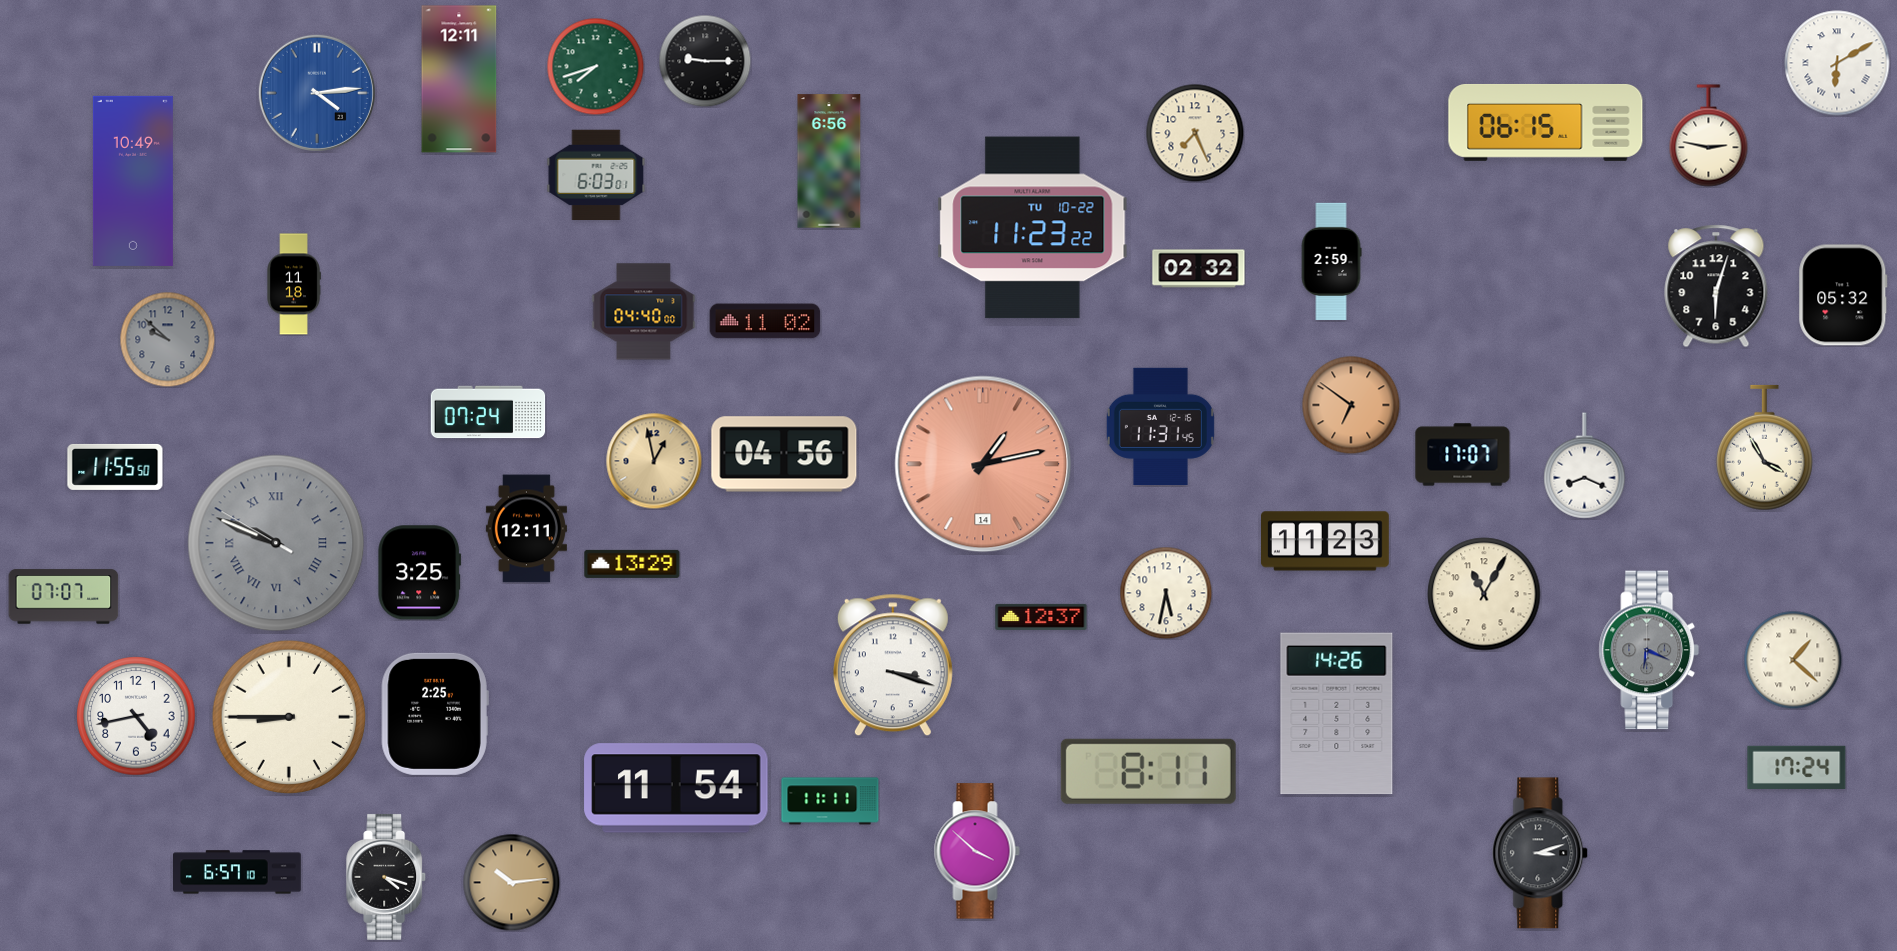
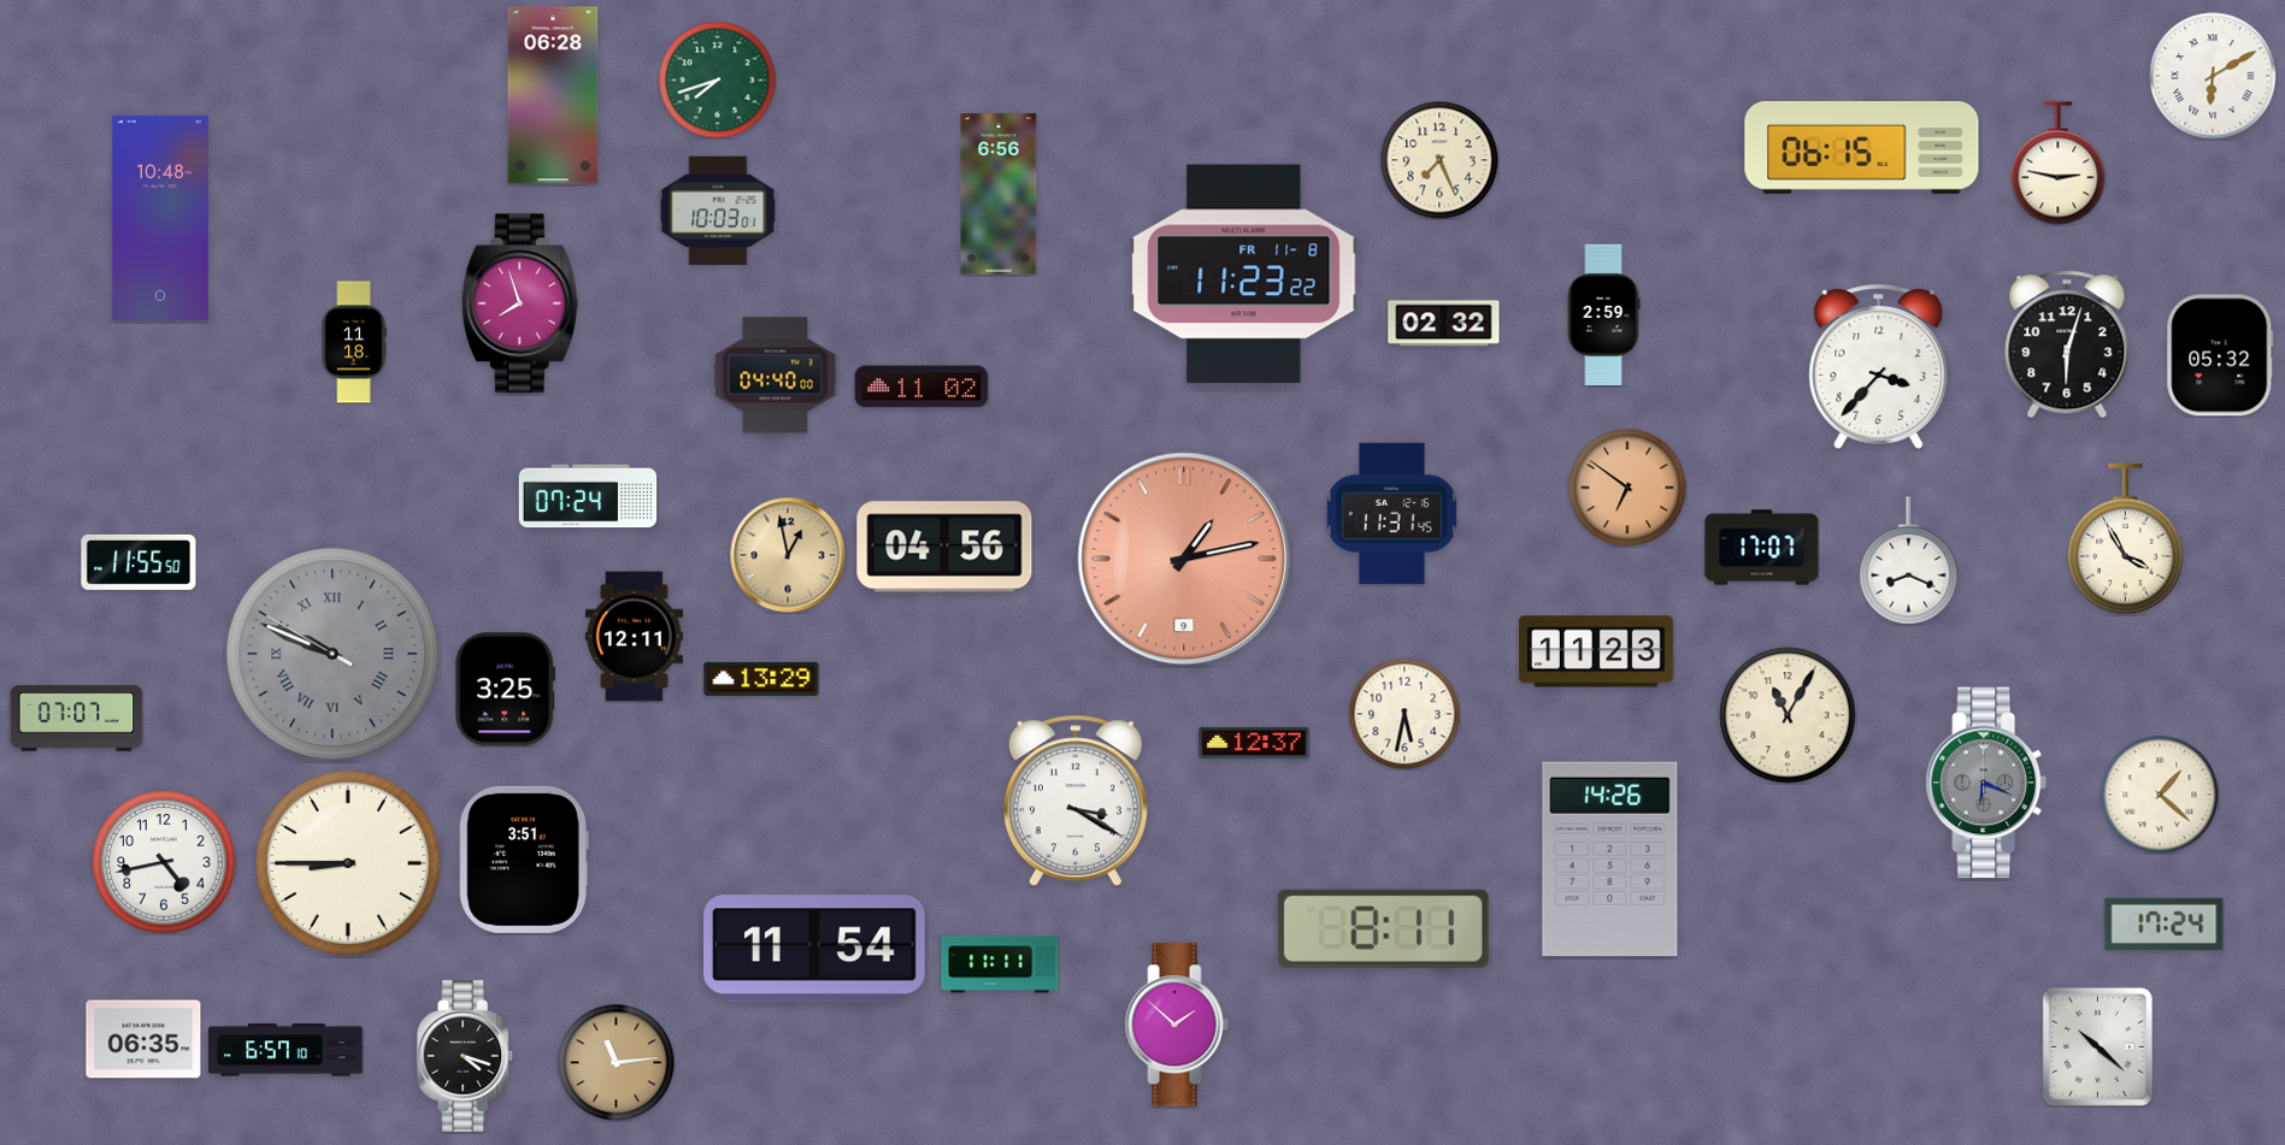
clock at (705, 61): 9:15 -> none
clock at (459, 79): 12:11 -> 06:28
clock at (317, 93): 4:14 -> none
clock at (596, 174): 6:03 -> 10:03
clock at (133, 181): 10:49 -> 10:48
clock at (1033, 228) date: TU 10-22 -> FR 11-8
clock at (520, 303): none -> 7:57
clock at (1879, 367): none -> 3:37
clock at (167, 339): 9:52 -> none
clock at (1160, 426) position: (1160, 426) -> (1391, 513)
clock at (983, 464) date: 14 -> 9
clock at (893, 665): 3:18 -> 3:20
clock at (435, 714): 2:25 -> 3:51
clock at (977, 851): 3:52 -> 1:52
clock at (1541, 853): 3:12 -> none
clock at (143, 1039): none -> 06:35
clock at (2097, 1046): none -> 10:22
clock at (511, 882): 10:14 -> 11:14
